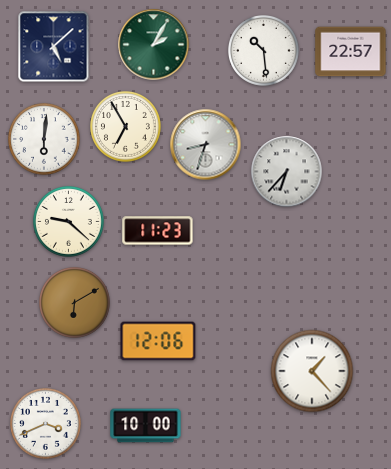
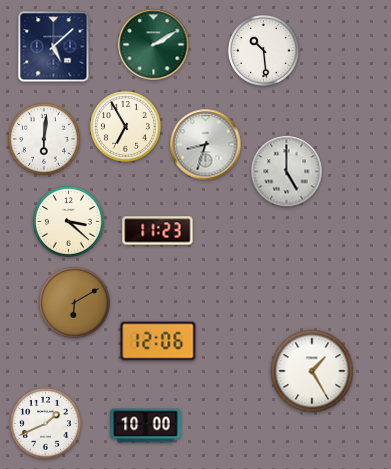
clock at (154, 45): 2:05 -> 2:10
clock at (351, 52): 22:57 -> none
clock at (287, 172): 6:37 -> 5:00
clock at (69, 222): 9:22 -> 3:22
clock at (312, 371): 1:23 -> 1:25
clock at (46, 424): 3:41 -> 1:41
